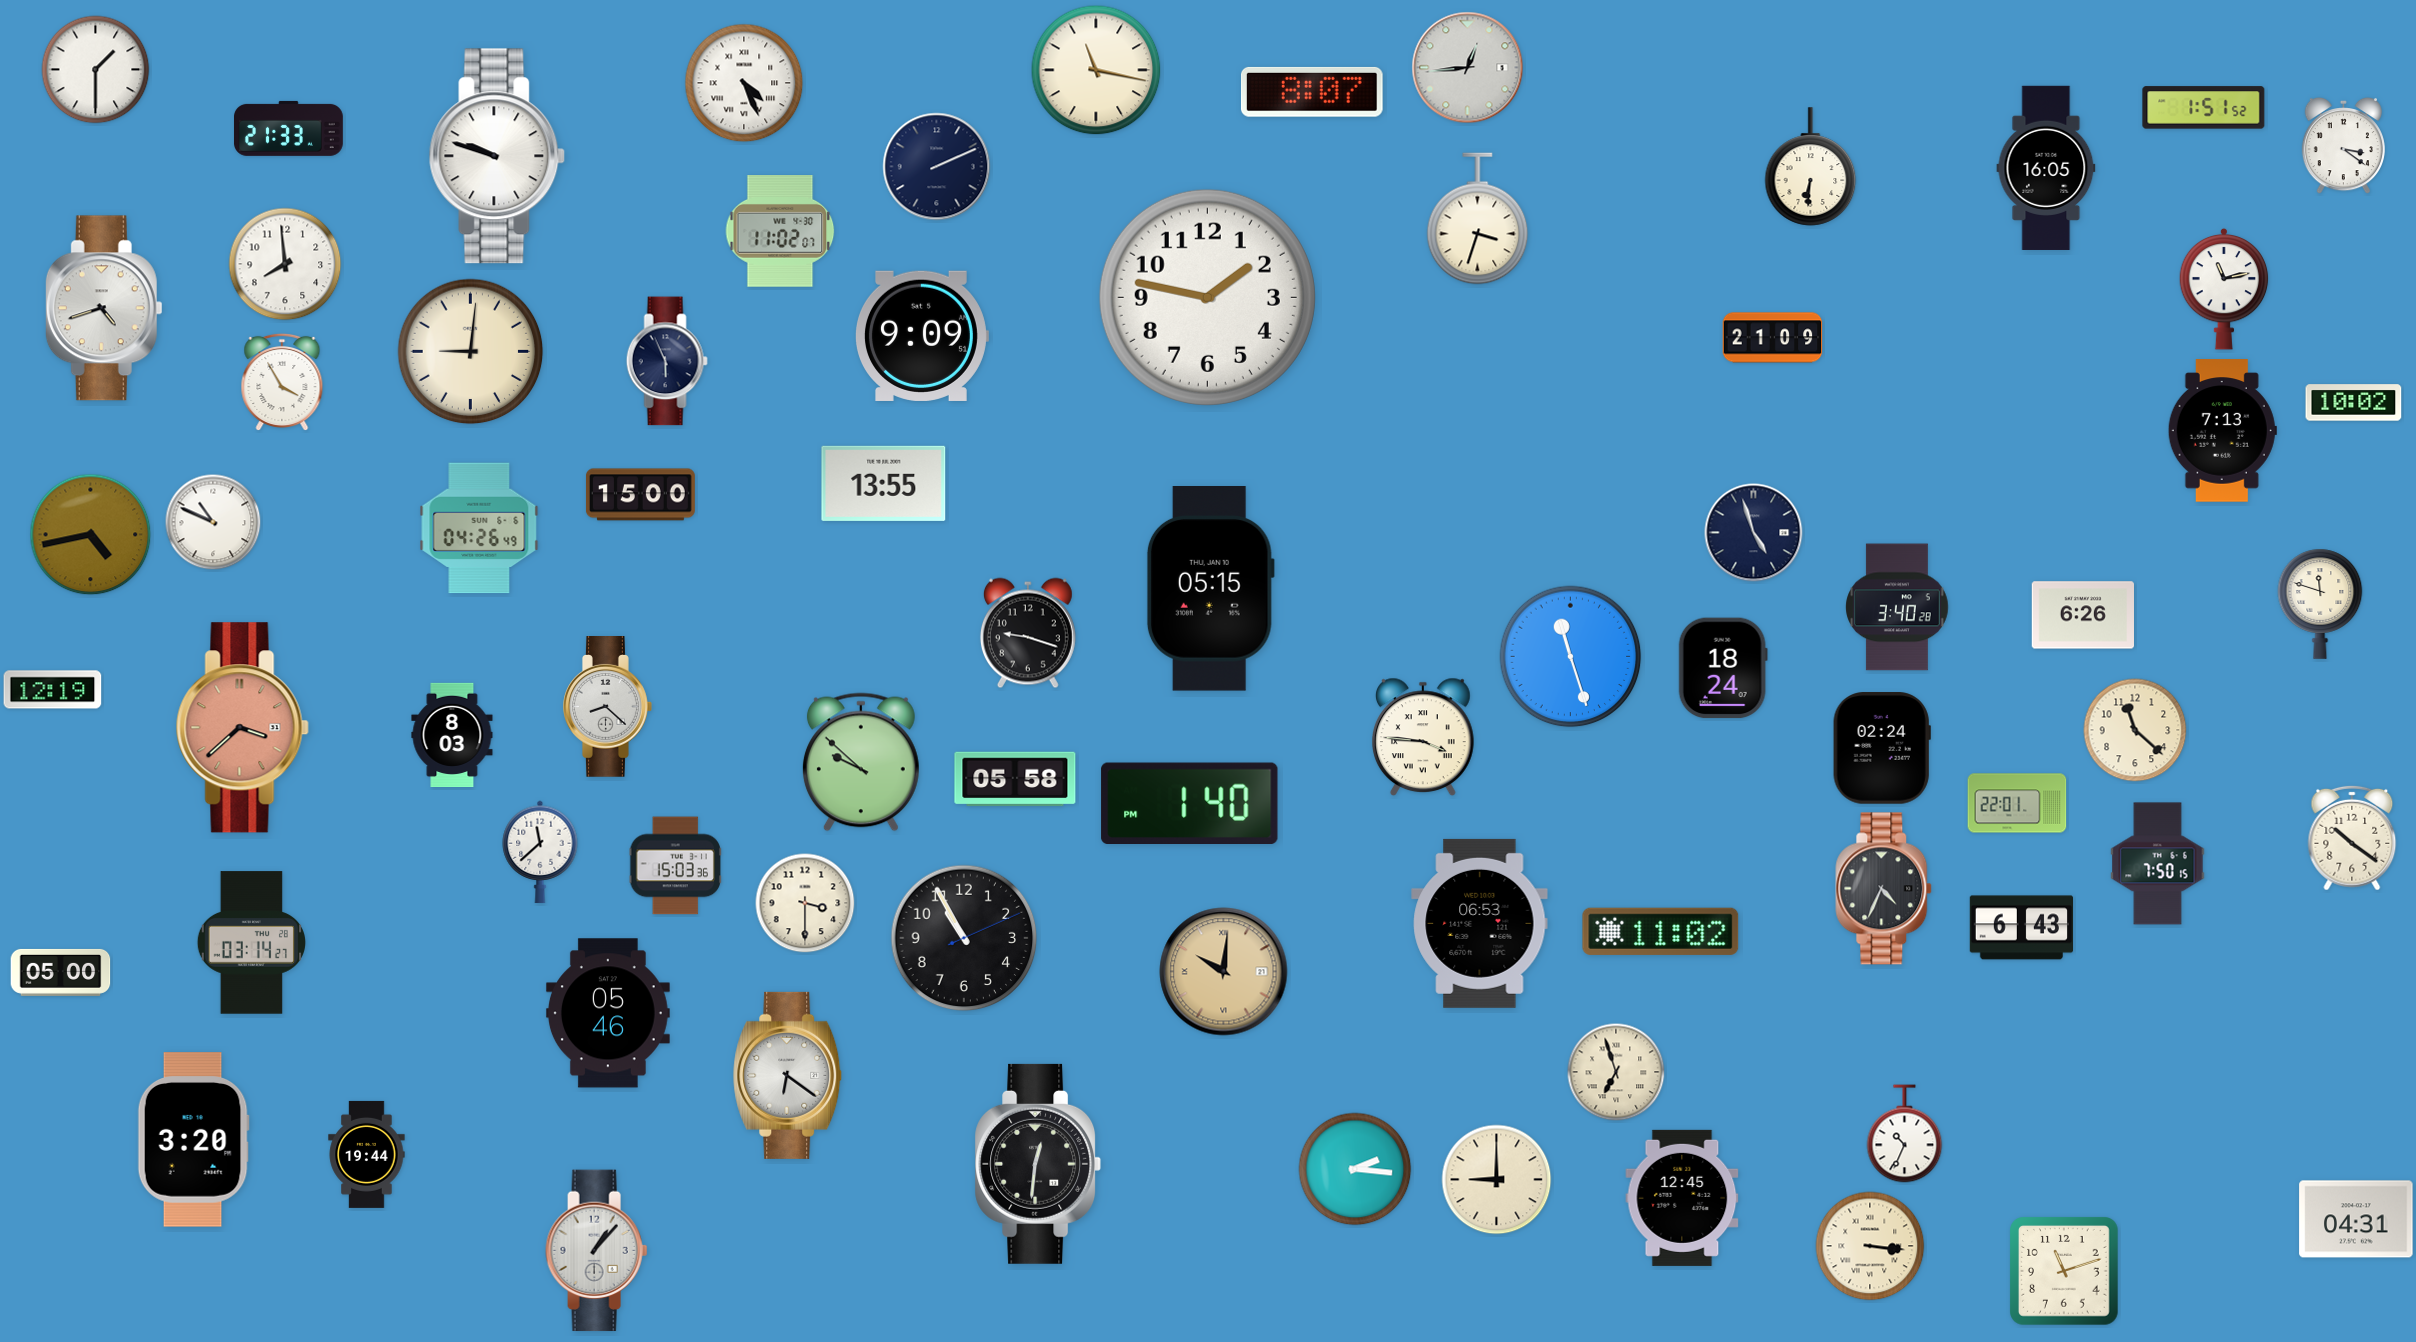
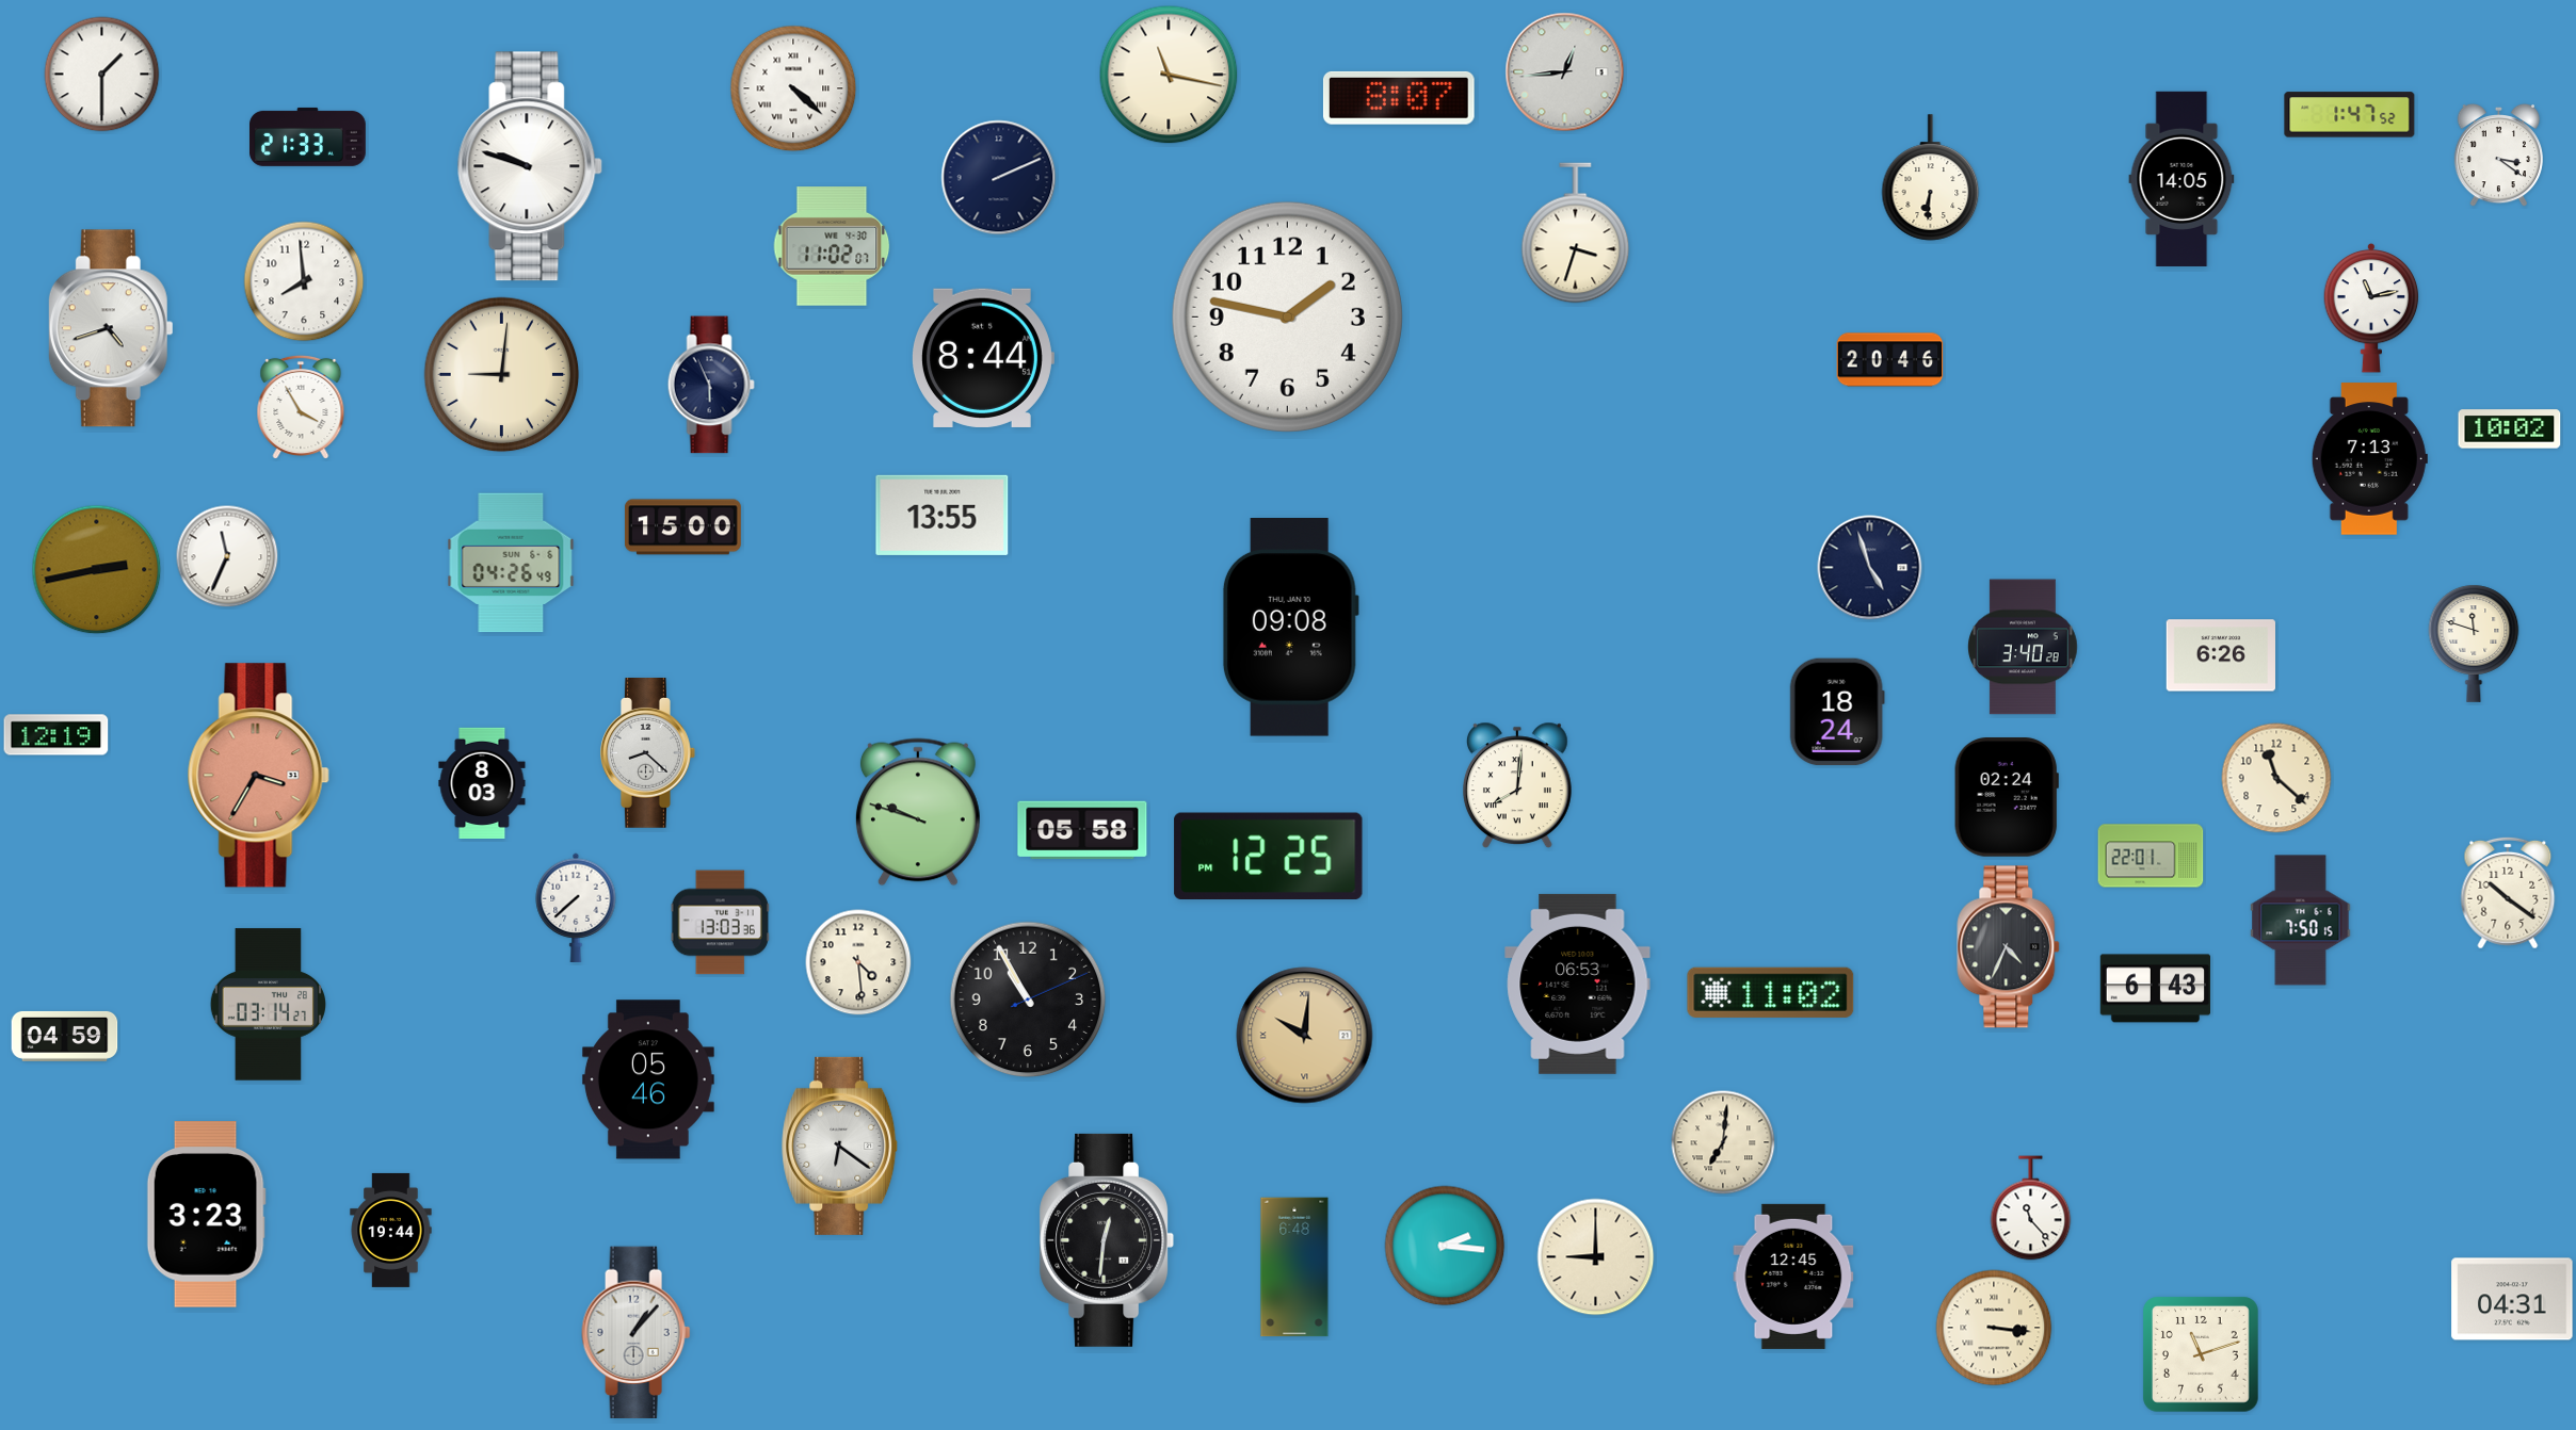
clock at (744, 83): 4:26 -> 4:22
clock at (2204, 108): 1:51 -> 1:47
clock at (2046, 168): 16:05 -> 14:05
clock at (921, 336): 9:09 -> 8:44
clock at (1773, 338): 21:09 -> 20:46
clock at (213, 522): 10:49 -> 11:34
clock at (91, 535): 4:43 -> 2:43
clock at (1210, 589): 05:15 -> 09:08
clock at (1028, 633): 9:18 -> none
clock at (1571, 657): 11:27 -> none
clock at (242, 728): 3:38 -> 3:35
clock at (1424, 737): 3:46 -> 8:01
clock at (861, 762): 9:52 -> 9:48
clock at (1190, 803): 1:40 -> 12:25
clock at (540, 852): 11:38 -> 7:38
clock at (675, 866): 15:03 -> 13:03
clock at (805, 903): 3:30 -> 4:29
clock at (61, 972): 05:00 -> 04:59
clock at (1616, 1072): 6:57 -> 7:01
clock at (1905, 1134): 10:34 -> 11:23
clock at (193, 1140): 3:20 -> 3:23
clock at (1294, 1267): none -> 6:48
